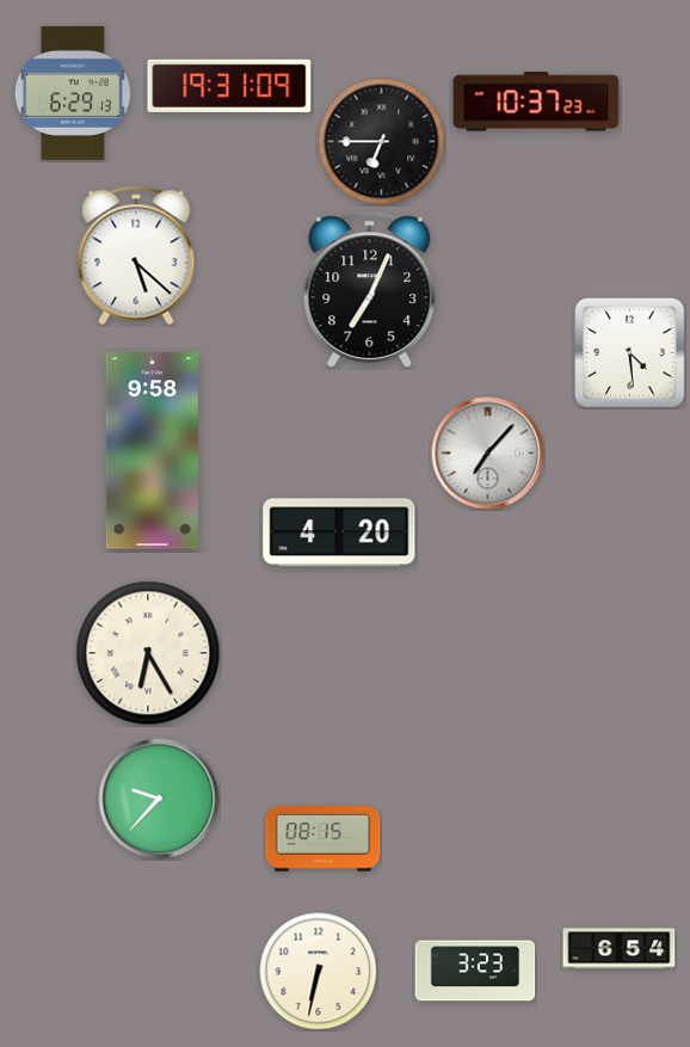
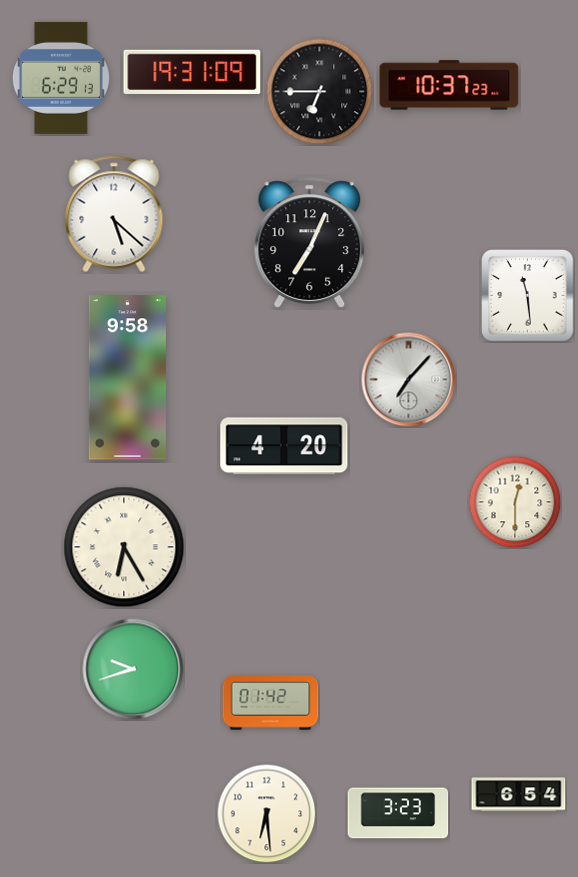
clock at (382, 142) position: (382, 142) -> (320, 92)
clock at (630, 353): 4:29 -> 11:29
clock at (515, 502): none -> 12:30
clock at (159, 799): 9:37 -> 9:42
clock at (324, 839): 08:15 -> 01:42
clock at (319, 972): 6:32 -> 6:29
